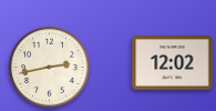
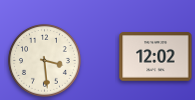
clock at (50, 68): 2:43 -> 3:29
